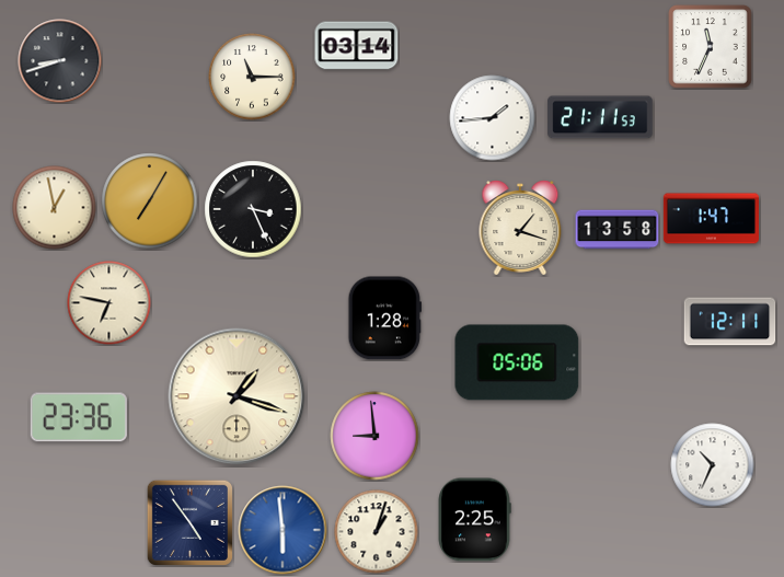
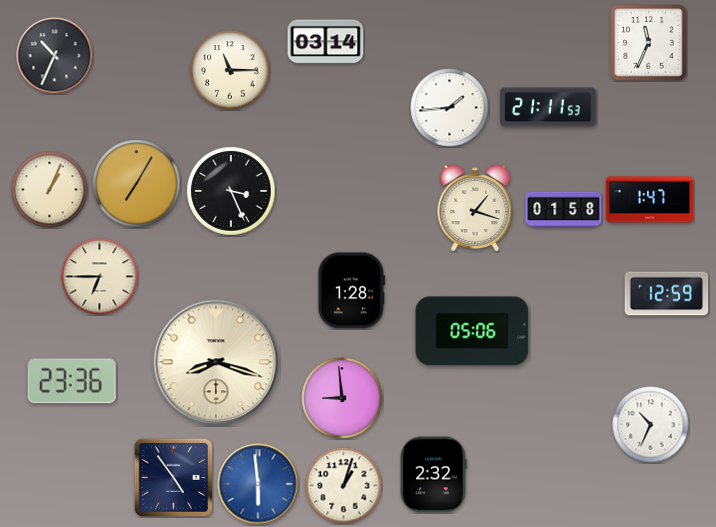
clock at (60, 61): 8:42 -> 10:34
clock at (55, 208): 12:58 -> 1:04
clock at (618, 230): 13:58 -> 01:58
clock at (109, 303): 6:47 -> 6:45
clock at (730, 322): 12:11 -> 12:59
clock at (237, 396): 1:18 -> 8:18
clock at (474, 520): 2:25 -> 2:32
